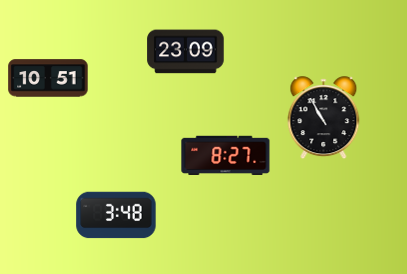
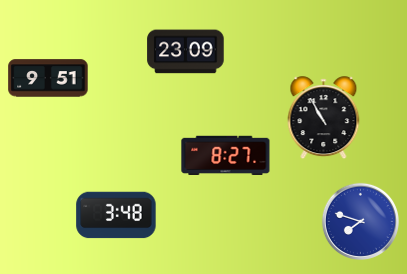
clock at (48, 78): 10:51 -> 9:51
clock at (360, 221): none -> 7:48
